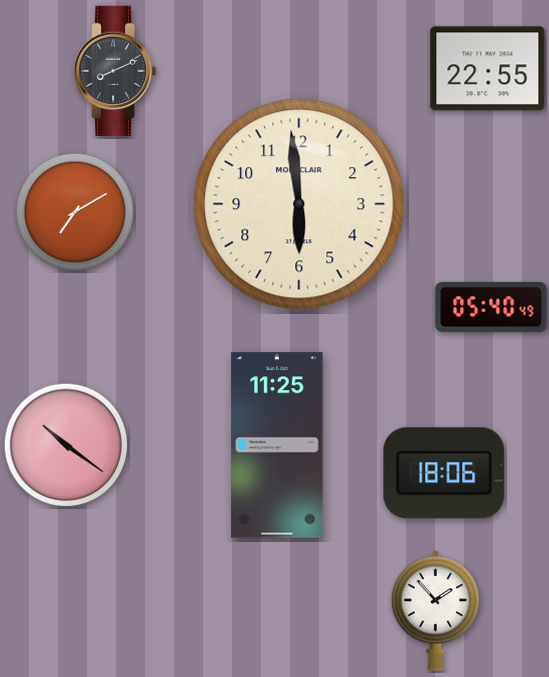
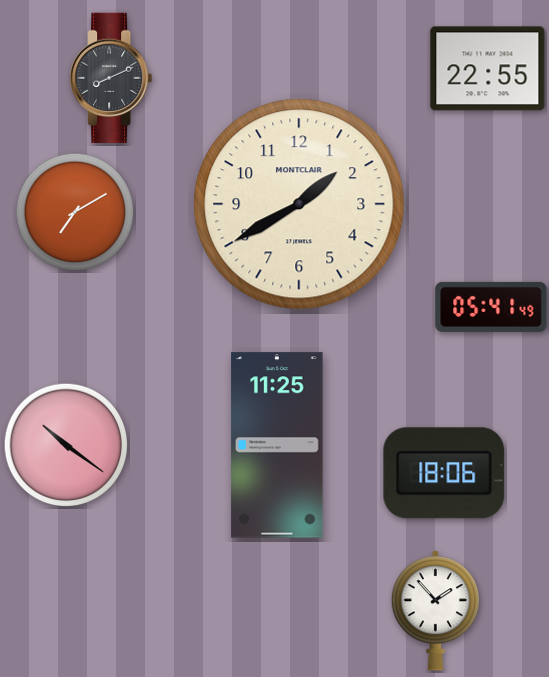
clock at (116, 71) position: (116, 71) -> (112, 78)
clock at (299, 204): 5:59 -> 1:40
clock at (491, 307): 05:40 -> 05:41
